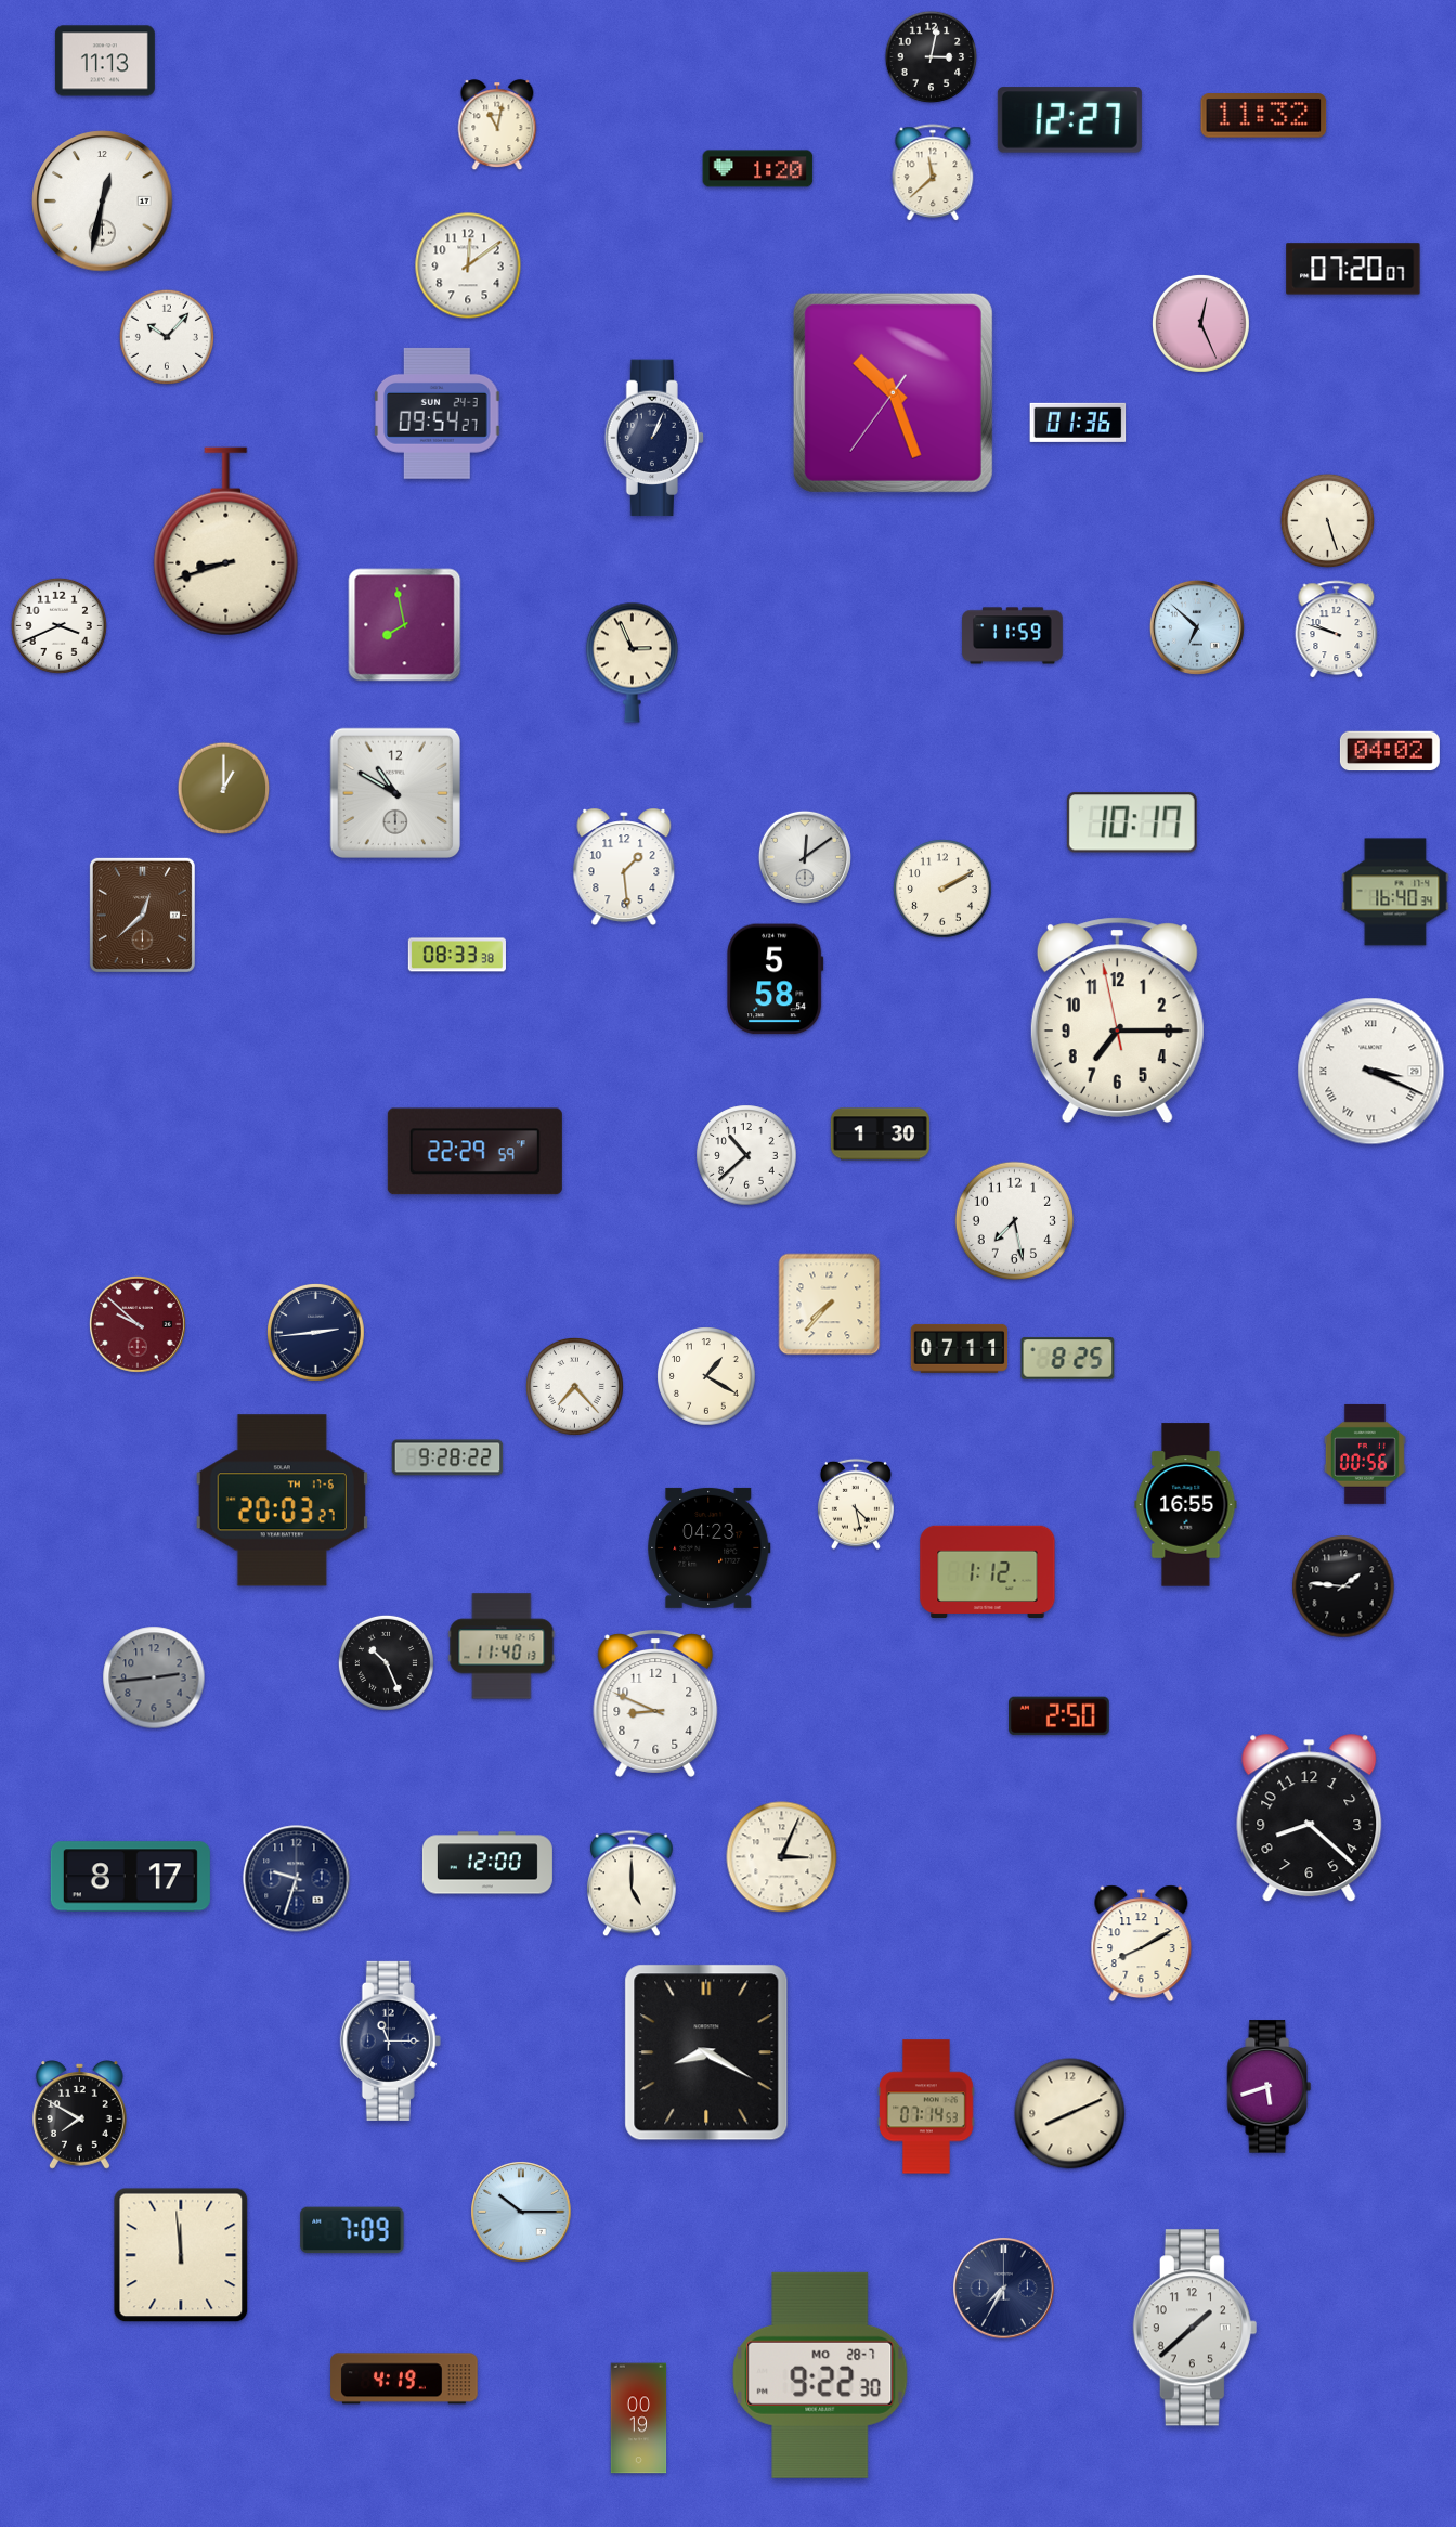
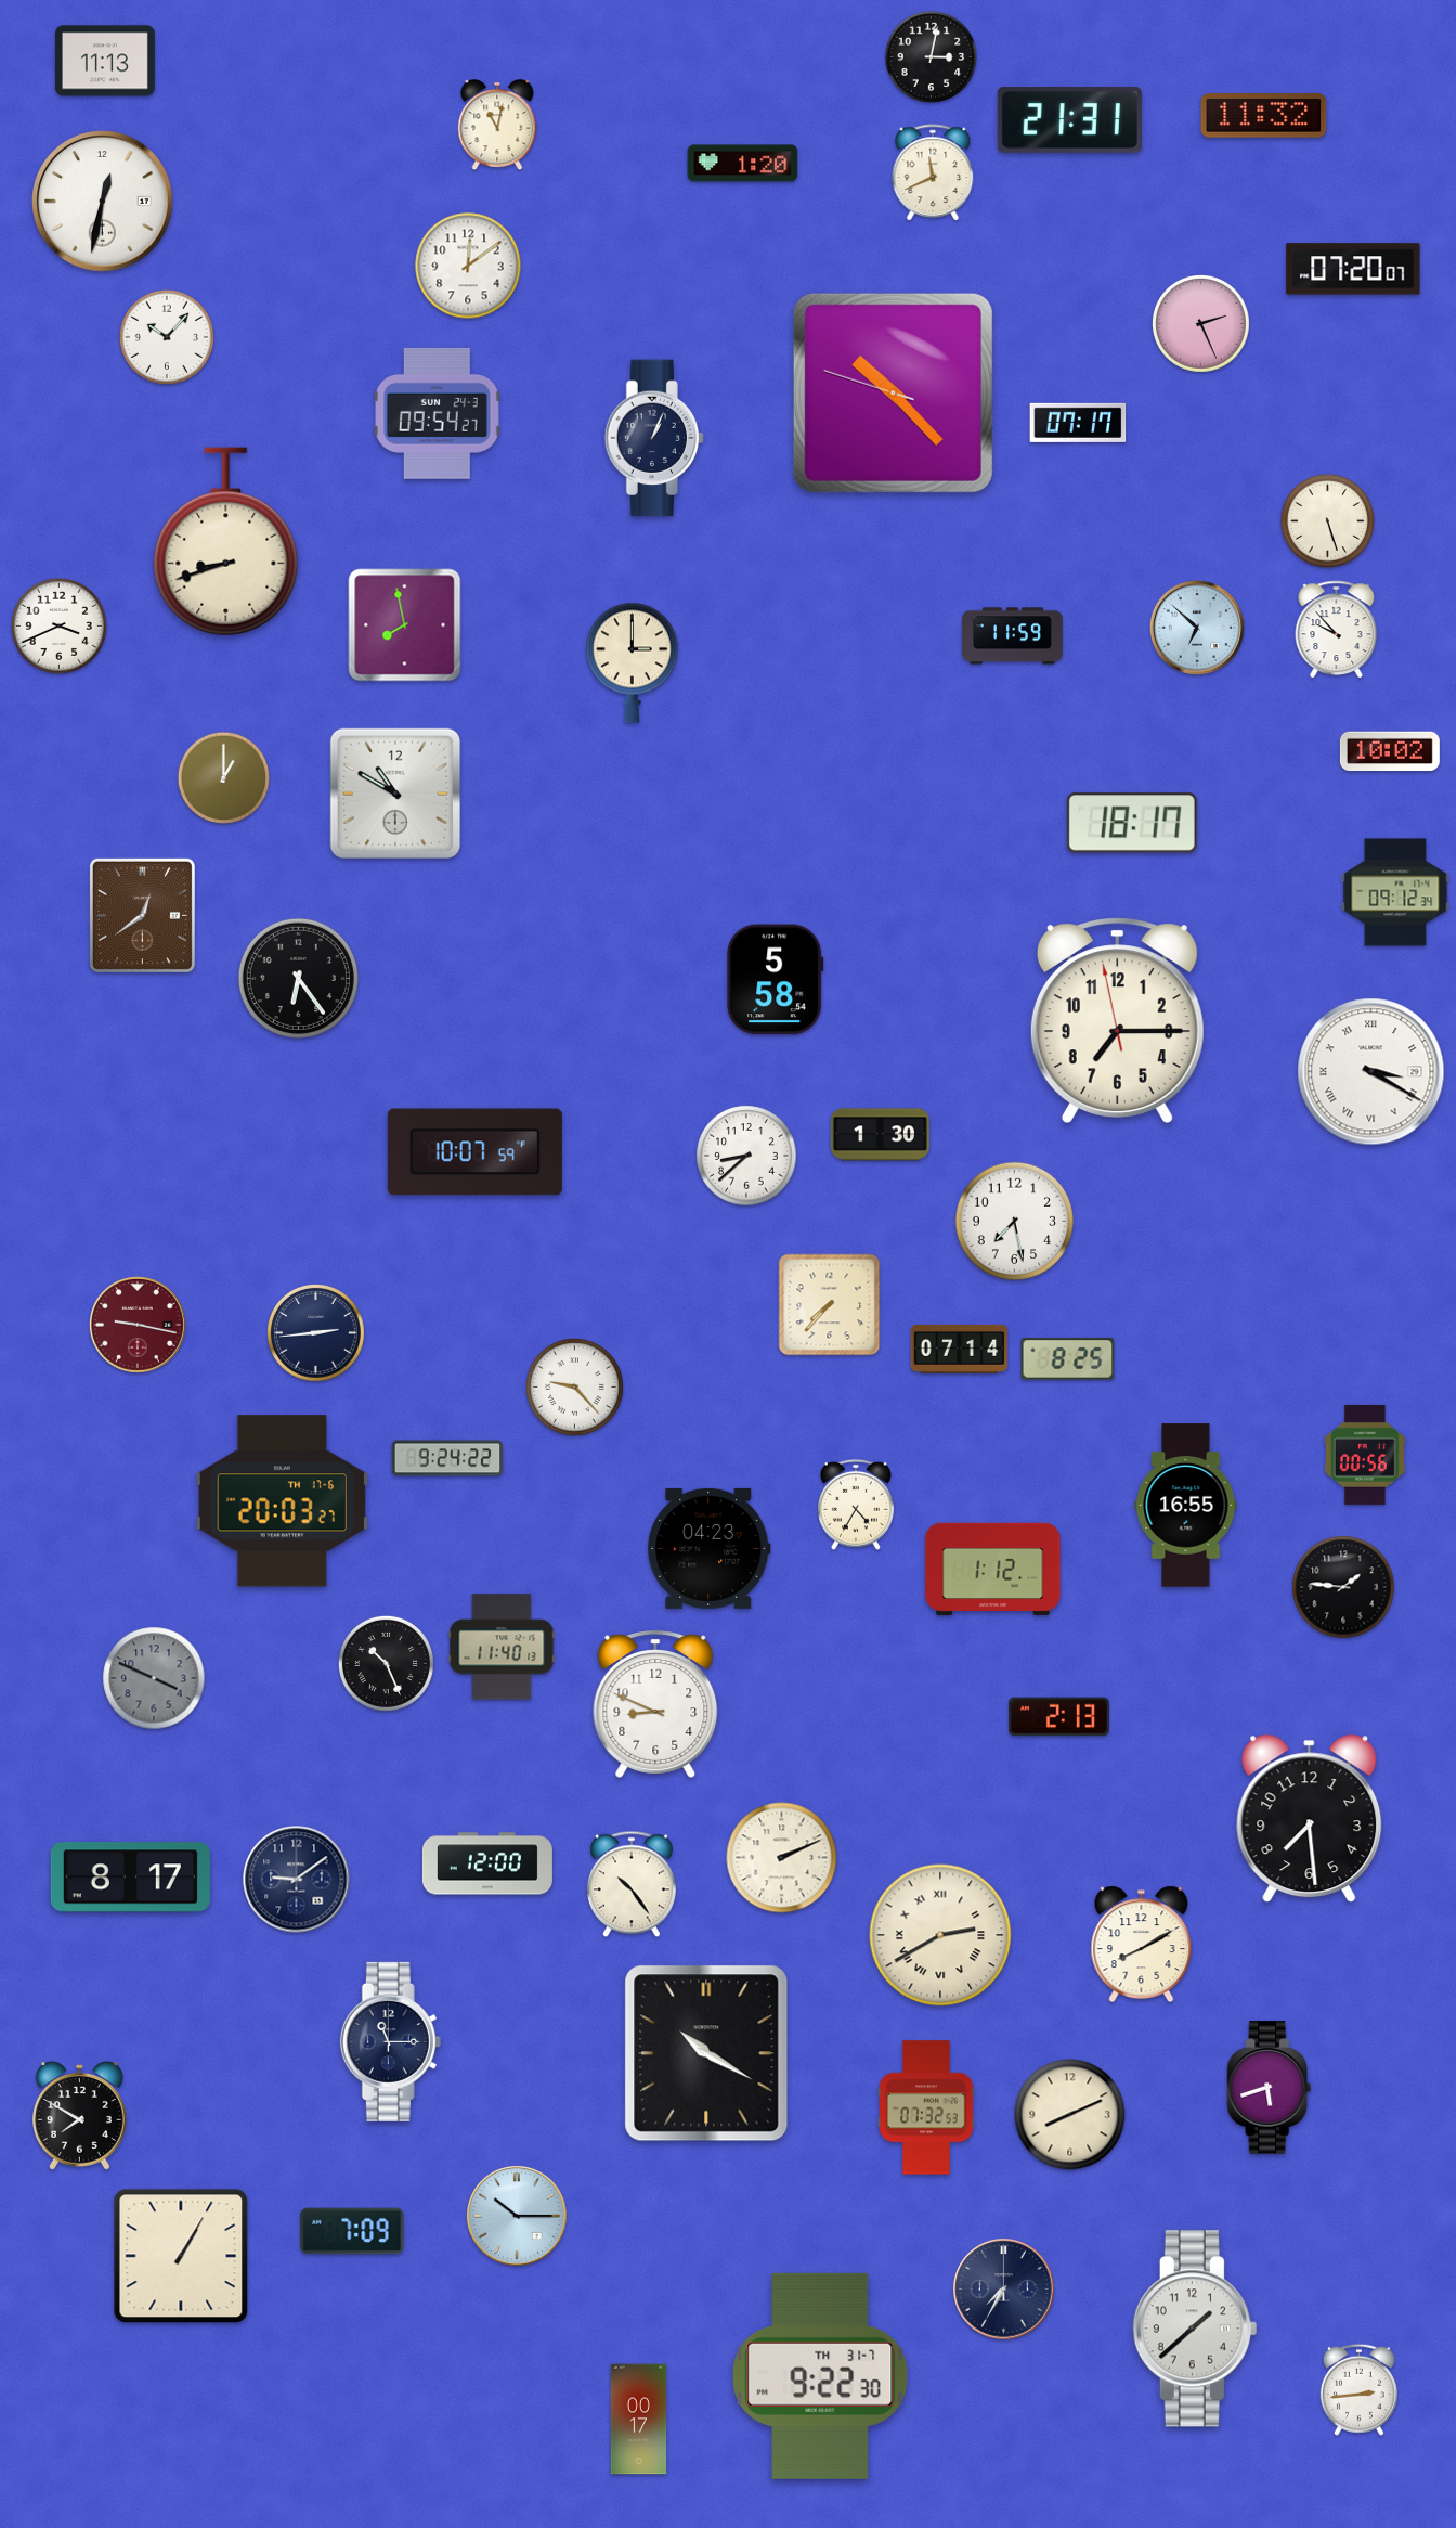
clock at (1069, 120): 12:27 -> 21:31
clock at (758, 169) position: (758, 169) -> (743, 164)
clock at (933, 172): 11:38 -> 11:41
clock at (1201, 324): 12:26 -> 2:26
clock at (893, 392): 10:26 -> 10:22
clock at (1078, 423): 01:36 -> 07:17
clock at (1337, 630): 9:48 -> 9:53
clock at (632, 662): 2:56 -> 3:00
clock at (1390, 751): 04:02 -> 10:02
clock at (224, 789) position: (224, 789) -> (224, 778)
clock at (1132, 822): 10:17 -> 18:17
clock at (805, 857): 12:09 -> none
clock at (624, 867): 1:29 -> none
clock at (942, 889): 2:10 -> none
clock at (1395, 892): 16:40 -> 09:12
clock at (142, 915): 12:38 -> 12:39
clock at (457, 955): 08:33 -> none
clock at (298, 978): none -> 6:24
clock at (1371, 1072): 3:19 -> 3:20
clock at (474, 1152): 22:29 -> 10:07
clock at (746, 1155): 10:38 -> 8:38
clock at (138, 1324): 9:52 -> 9:17
clock at (960, 1348): 07:11 -> 07:14
clock at (706, 1376): 1:20 -> none
clock at (575, 1387): 7:23 -> 9:23
clock at (447, 1457): 9:28 -> 9:24
clock at (856, 1504): 4:28 -> 4:35
clock at (988, 1572) position: (988, 1572) -> (993, 1570)
clock at (154, 1677): 2:44 -> 3:49
clock at (1059, 1716): 2:50 -> 2:13
clock at (1310, 1818): 8:22 -> 7:29
clock at (782, 1857): 3:04 -> 2:11
clock at (297, 1879): 9:33 -> 9:09
clock at (632, 1883): 5:00 -> 10:24
clock at (940, 1935): none -> 2:40
clock at (706, 2052): 8:20 -> 10:20
clock at (926, 2107): 07:14 -> 07:32
clock at (521, 2212) position: (521, 2212) -> (517, 2216)
clock at (181, 2255): 11:59 -> 1:05
clock at (820, 2375) date: MO 28-7 -> TH 31-7
clock at (404, 2379): 4:19 -> none
clock at (1358, 2389): none -> 2:44
clock at (639, 2419): 00:19 -> 00:17
